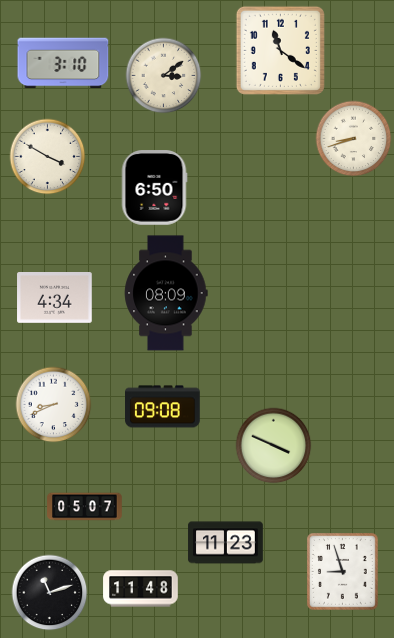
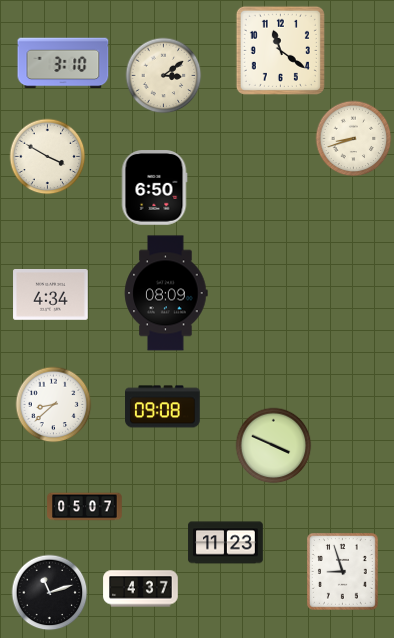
clock at (55, 298) position: (55, 298) -> (51, 295)
clock at (54, 405): 8:41 -> 8:38
clock at (141, 589): 11:48 -> 4:37
